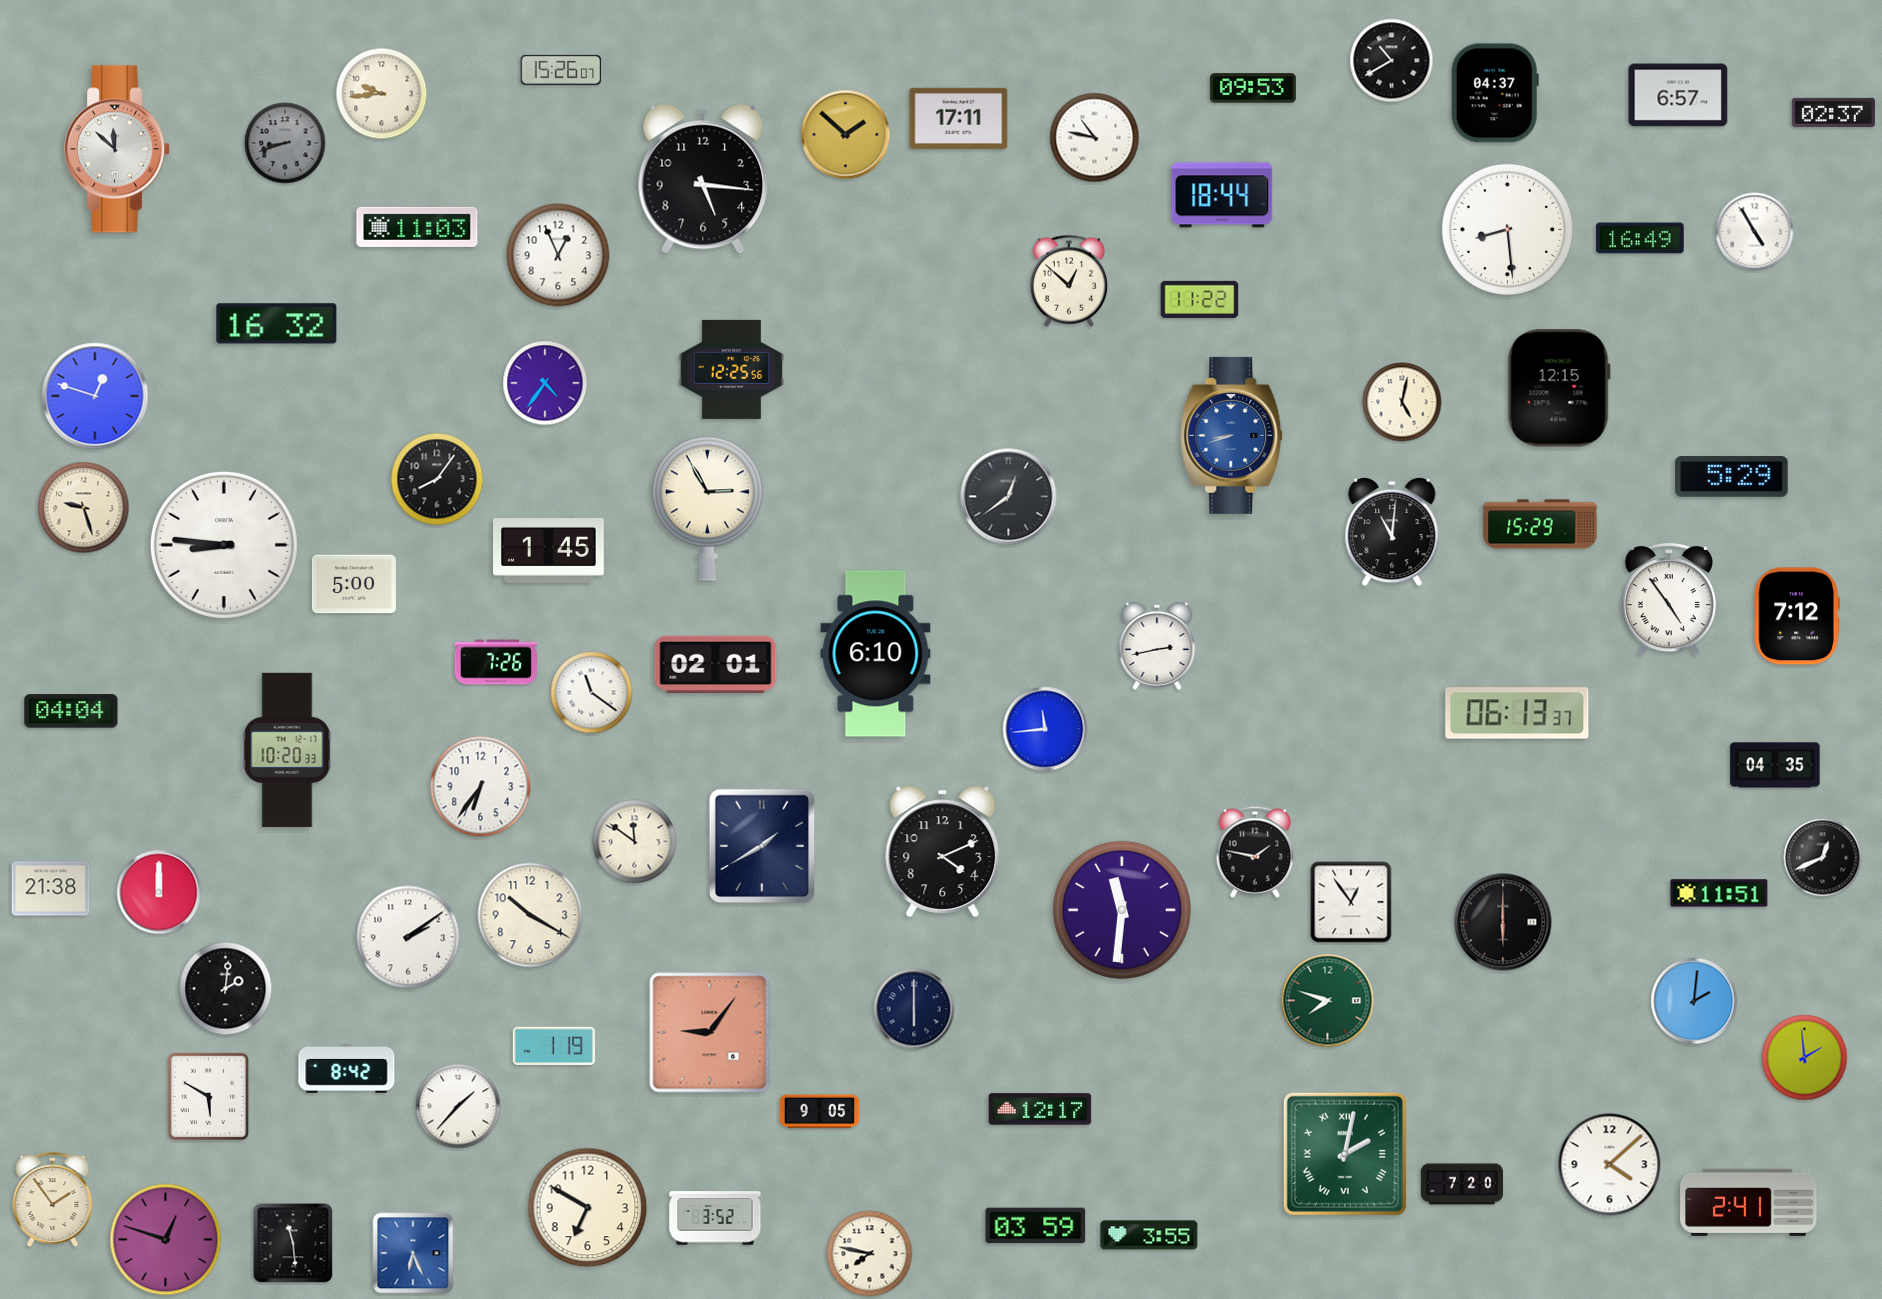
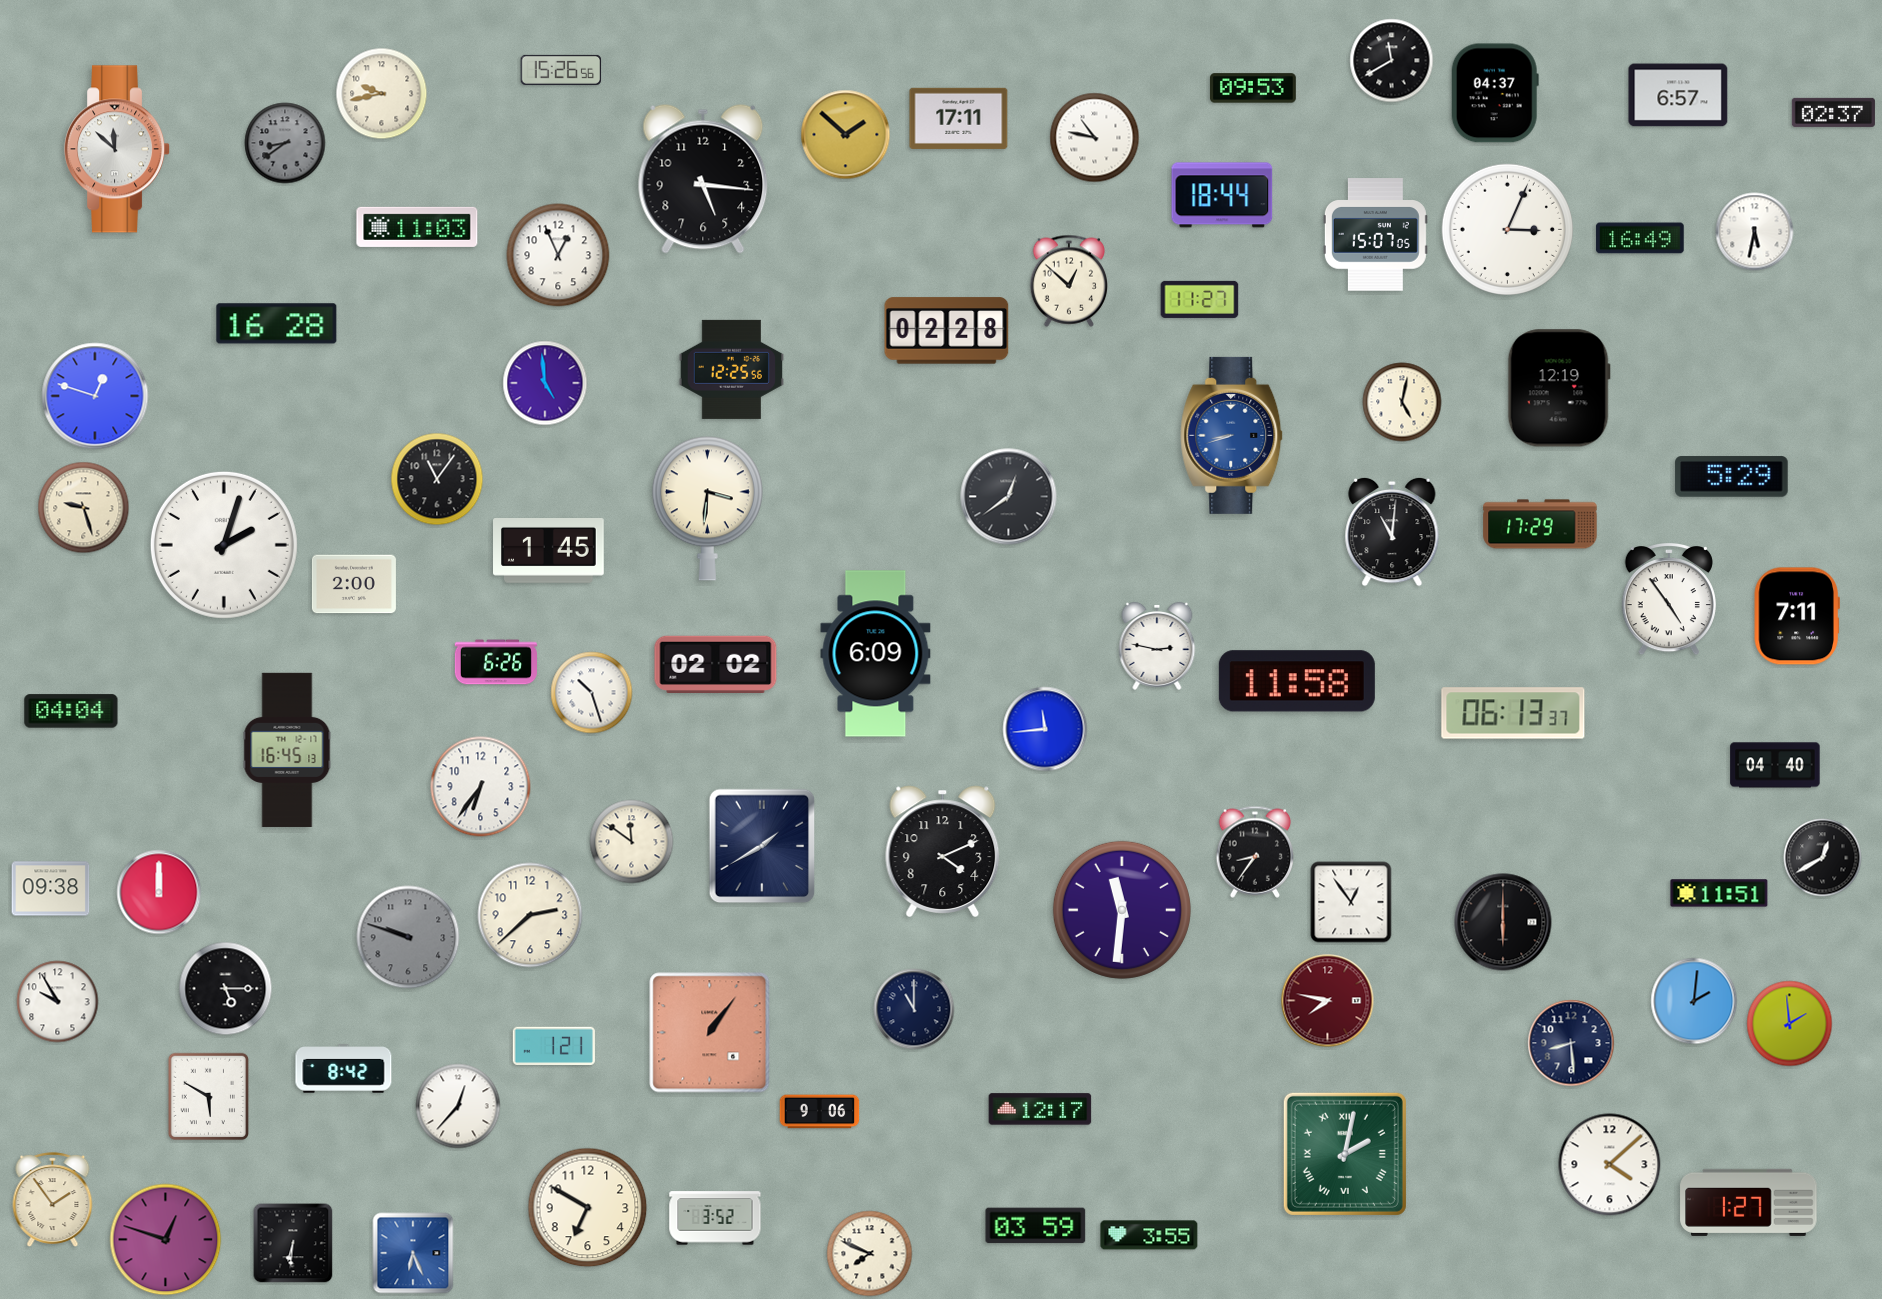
clock at (1392, 61): 10:40 -> 11:40
clock at (561, 70): 15:26:07 -> 15:26:56
clock at (382, 94): 9:44 -> 9:43
clock at (285, 143): 8:42 -> 8:39
clock at (1507, 229): 8:29 -> 3:04
clock at (1755, 232): 4:55 -> 5:32
clock at (1375, 235): none -> 15:07
clock at (1200, 299): 11:22 -> 11:27
clock at (277, 324): 16:32 -> 16:28
clock at (947, 331): none -> 02:28
clock at (545, 383): 4:36 -> 4:59
clock at (1559, 388): 12:15 -> 12:19
clock at (437, 479): 8:06 -> 11:06
clock at (707, 508): 2:55 -> 3:31
clock at (1540, 524): 15:29 -> 17:29
clock at (224, 545): 8:46 -> 2:03
clock at (354, 584): 5:00 -> 2:00
clock at (1797, 616): 7:12 -> 7:11
clock at (1157, 646): 2:43 -> 2:47
clock at (876, 654): 6:10 -> 6:09
clock at (495, 662): 7:26 -> 6:26
clock at (716, 664): 02:01 -> 02:02
clock at (1297, 681): none -> 11:58
clock at (592, 693): 11:21 -> 10:27
clock at (1517, 713) position: (1517, 713) -> (1513, 713)
clock at (287, 750): 10:20 -> 16:45
clock at (1775, 765): 04:35 -> 04:40
clock at (635, 842) position: (635, 842) -> (632, 842)
clock at (1255, 852): 1:47 -> 8:36
clock at (1823, 858): 12:41 -> 12:40
clock at (51, 889): 21:38 -> 09:38
clock at (530, 915): 10:20 -> 2:38
clock at (408, 937): 2:09 -> 9:48
clock at (408, 937) dial: white -> grey
clock at (226, 989): 2:01 -> 5:15
clock at (1328, 1001): 7:48 -> 7:47
clock at (1328, 1001) dial: green -> burgundy
clock at (58, 1002): none -> 9:55
clock at (914, 1009): 6:00 -> 11:00
clock at (710, 1033): 9:06 -> 1:06
clock at (1571, 1043): none -> 8:29
clock at (554, 1045): 1:19 -> 1:21
clock at (1805, 1058) position: (1805, 1058) -> (1790, 1024)
clock at (347, 1069) position: (347, 1069) -> (344, 1069)
clock at (458, 1106): 1:37 -> 12:37
clock at (820, 1112): 9:05 -> 9:06
clock at (1461, 1184): 7:20 -> none
clock at (1749, 1202): 2:41 -> 1:27
clock at (293, 1243): 11:29 -> 6:31
clock at (870, 1254): 7:47 -> 7:49
